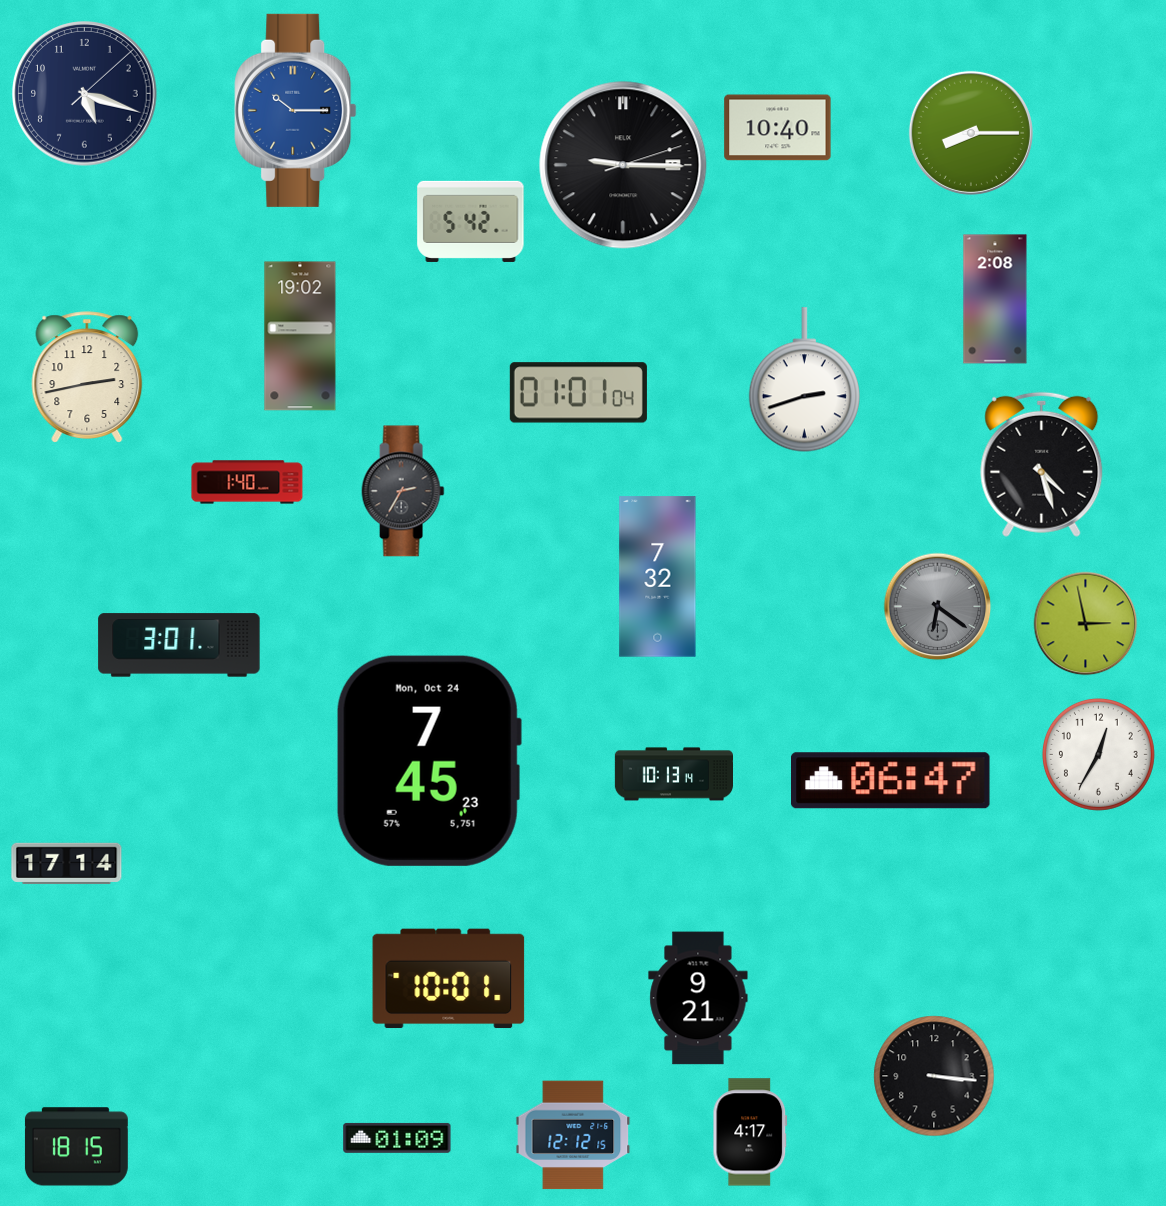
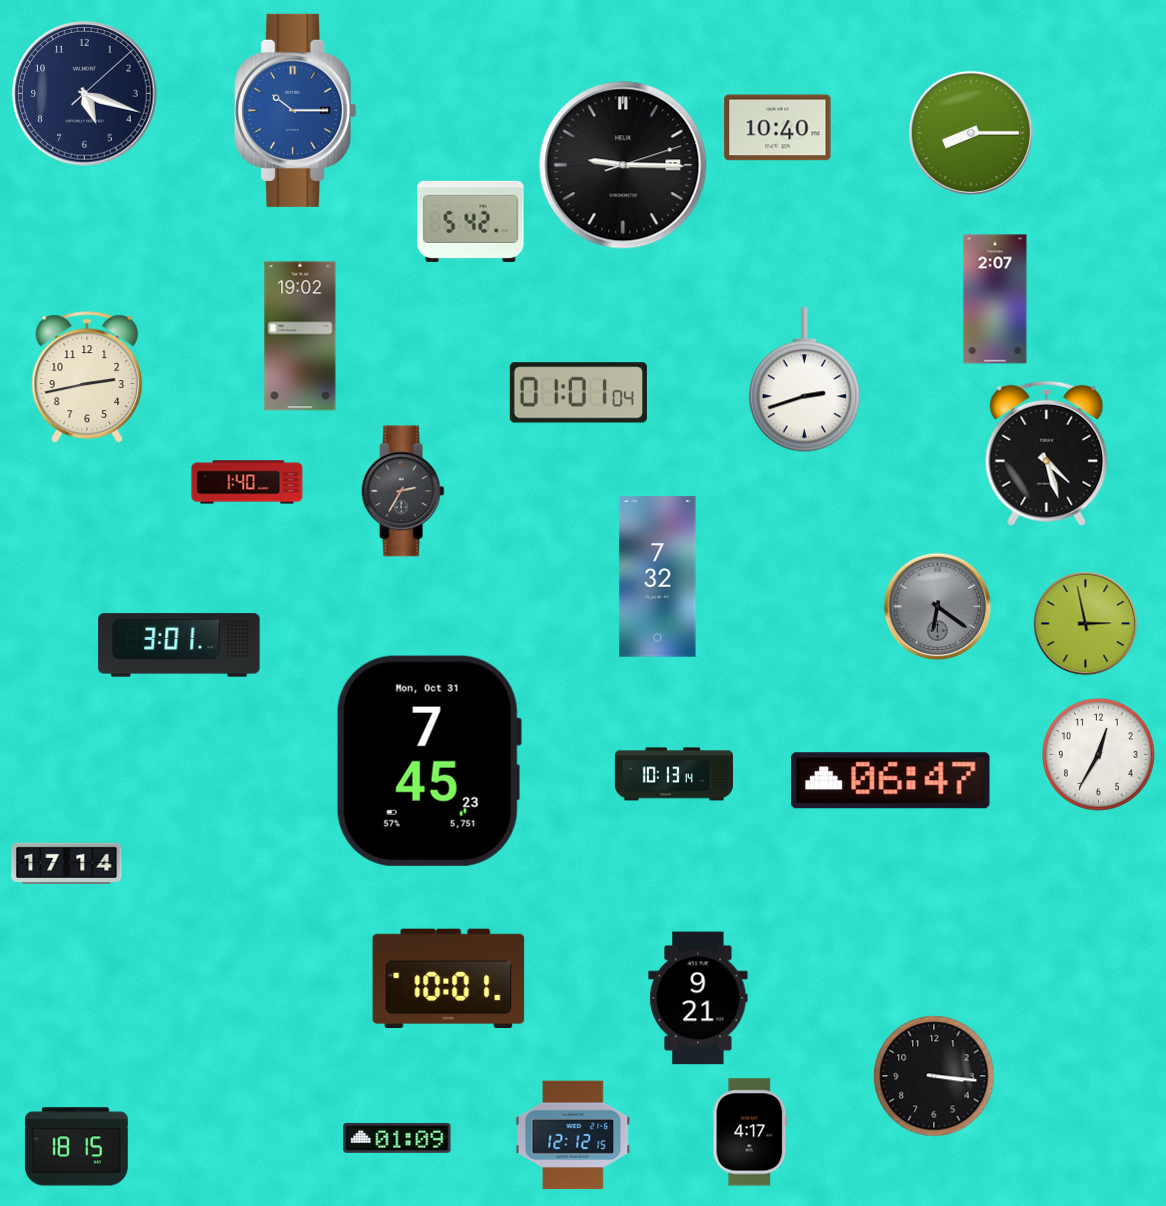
clock at (995, 299): 2:08 -> 2:07
clock at (1042, 464) position: (1042, 464) -> (1047, 453)
clock at (429, 761) date: Mon, Oct 24 -> Mon, Oct 31
